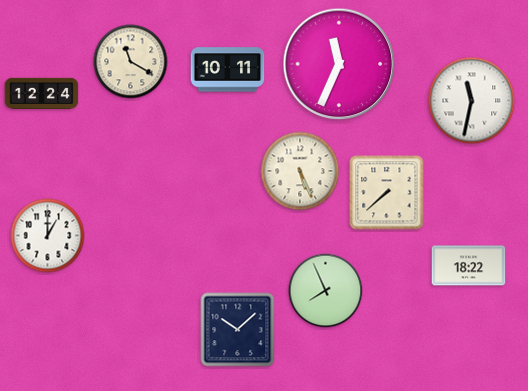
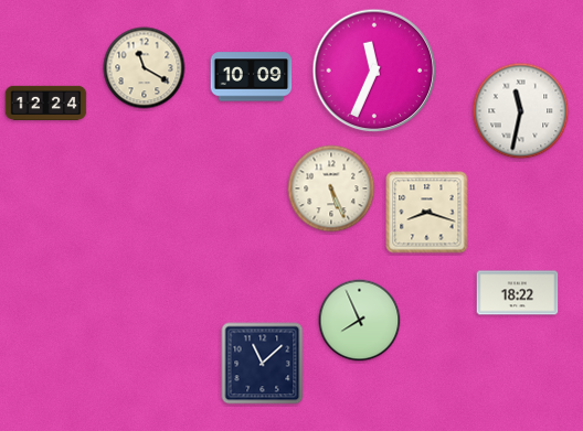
clock at (228, 70): 10:11 -> 10:09
clock at (387, 193): 7:38 -> 8:18
clock at (48, 236): 1:00 -> none
clock at (238, 330): 10:08 -> 11:08
